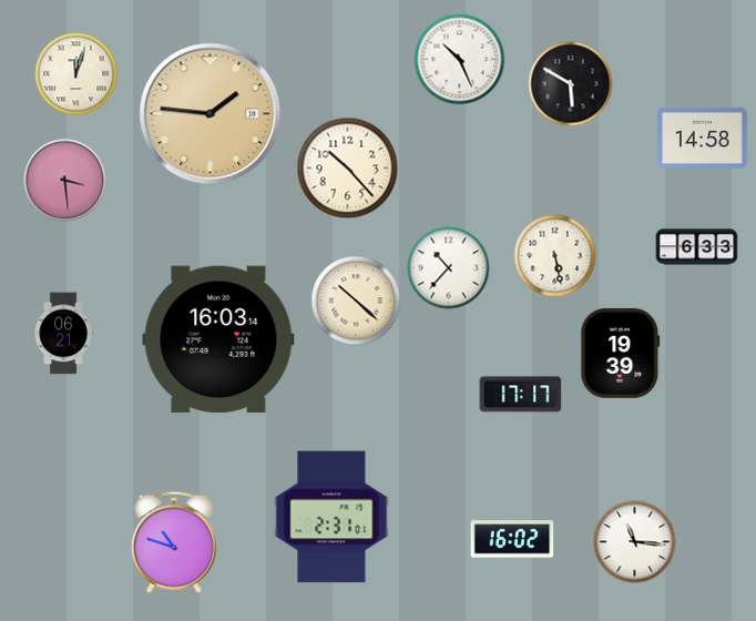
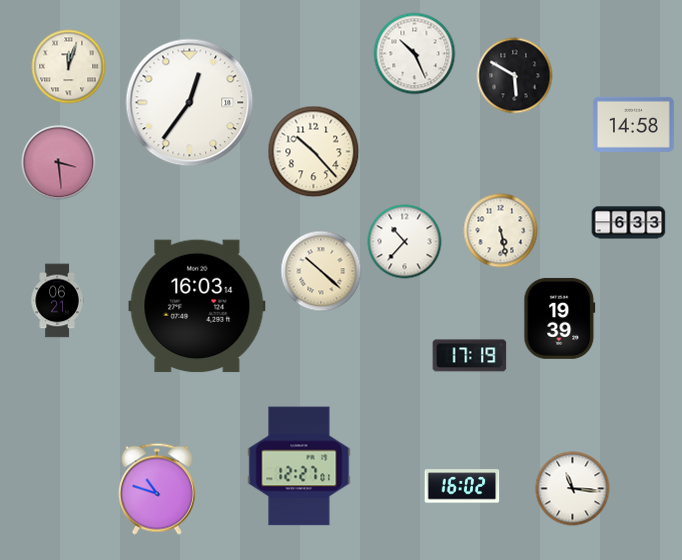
clock at (211, 114): 1:46 -> 12:36
clock at (211, 114) dial: champagne -> white
clock at (521, 395): 17:17 -> 17:19
clock at (331, 517): 2:31 -> 12:27
